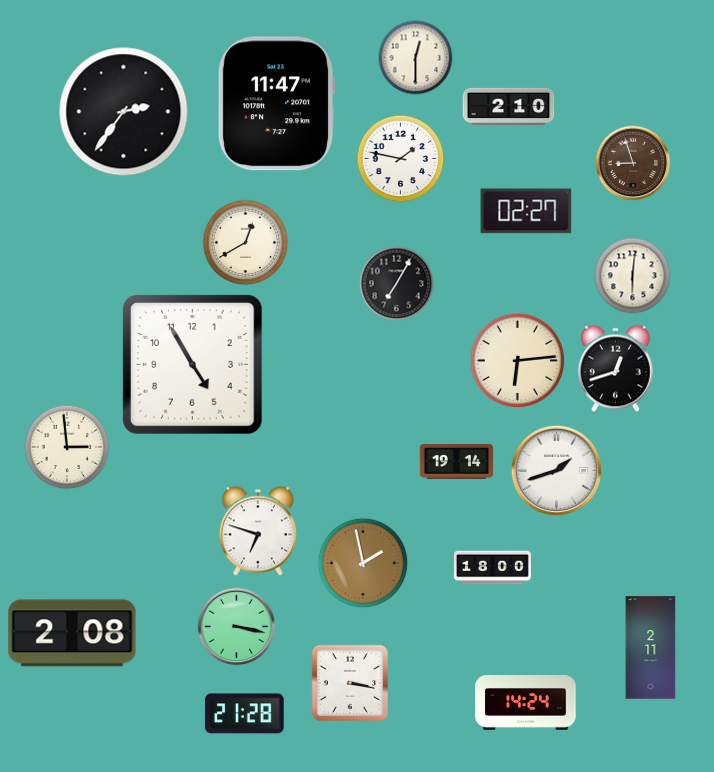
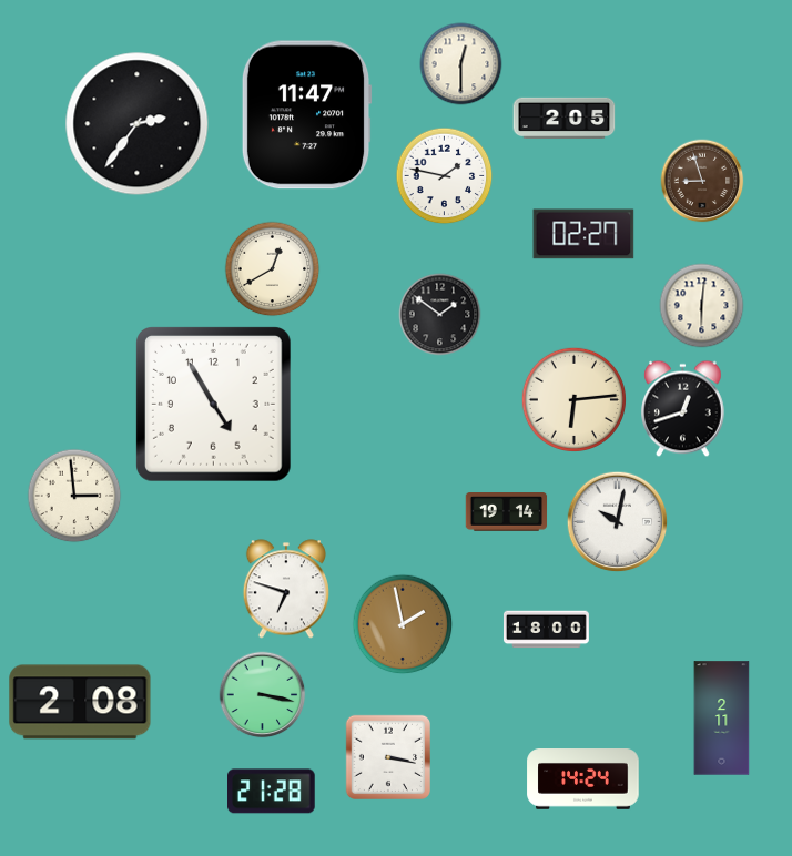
clock at (509, 106): 2:10 -> 2:05
clock at (397, 284): 7:05 -> 1:51
clock at (557, 471): 1:42 -> 10:02
